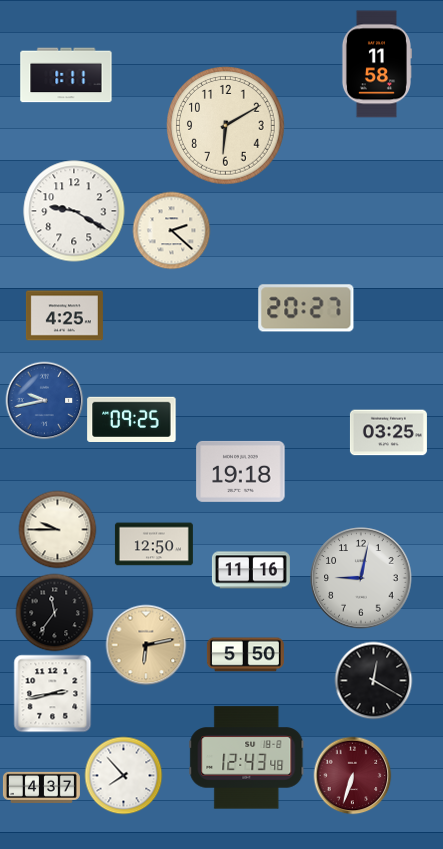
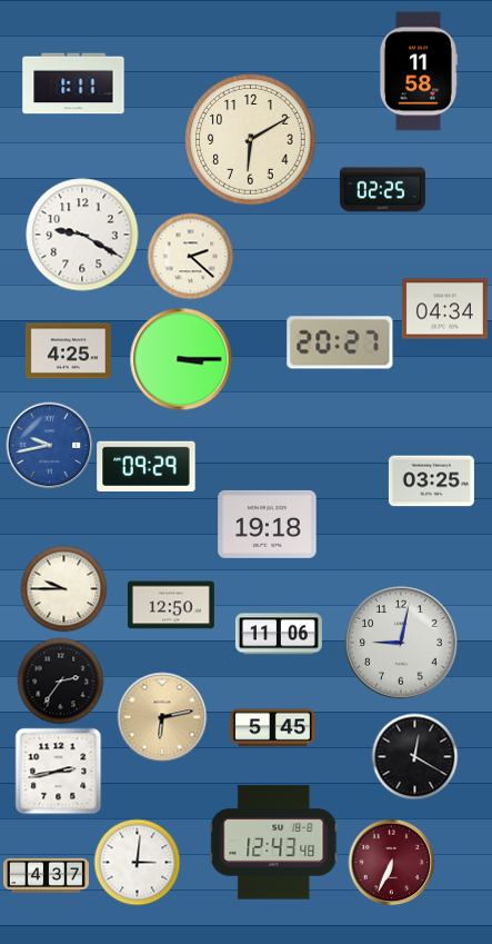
clock at (382, 190): none -> 02:25
clock at (444, 309): none -> 04:34
clock at (64, 316) position: (64, 316) -> (68, 351)
clock at (181, 359): none -> 3:15
clock at (132, 419): 09:25 -> 09:29
clock at (251, 570): 11:16 -> 11:06
clock at (54, 612): 11:36 -> 2:36
clock at (245, 655): 5:50 -> 5:45
clock at (123, 775): 7:53 -> 3:01
clock at (352, 775): 6:33 -> 6:34
